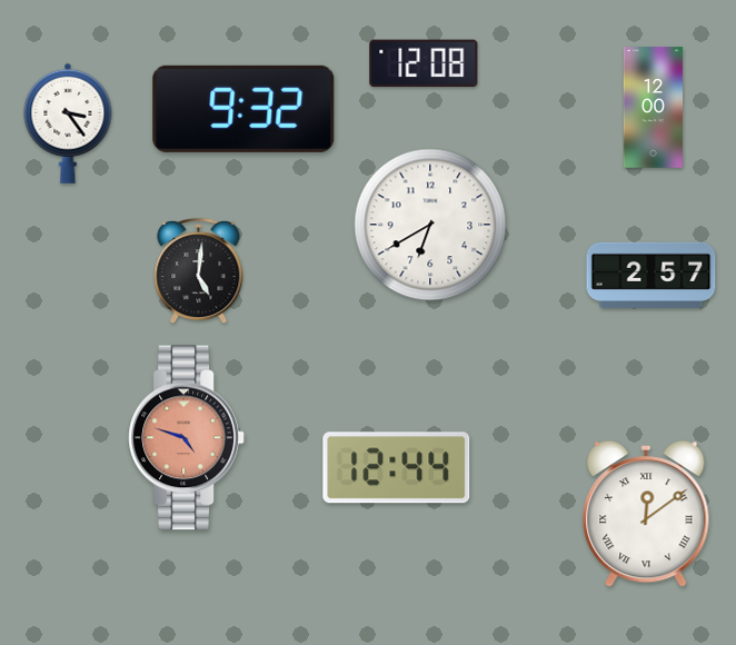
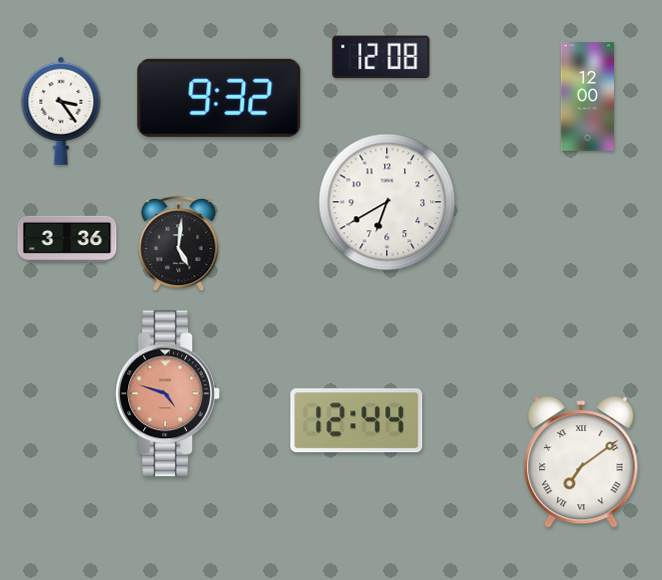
clock at (67, 238): none -> 3:36
clock at (652, 275): 2:57 -> none
clock at (646, 514): 12:09 -> 7:09
